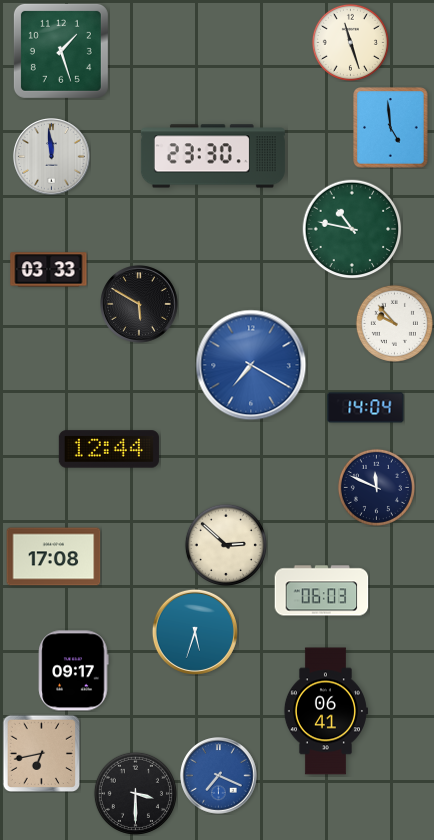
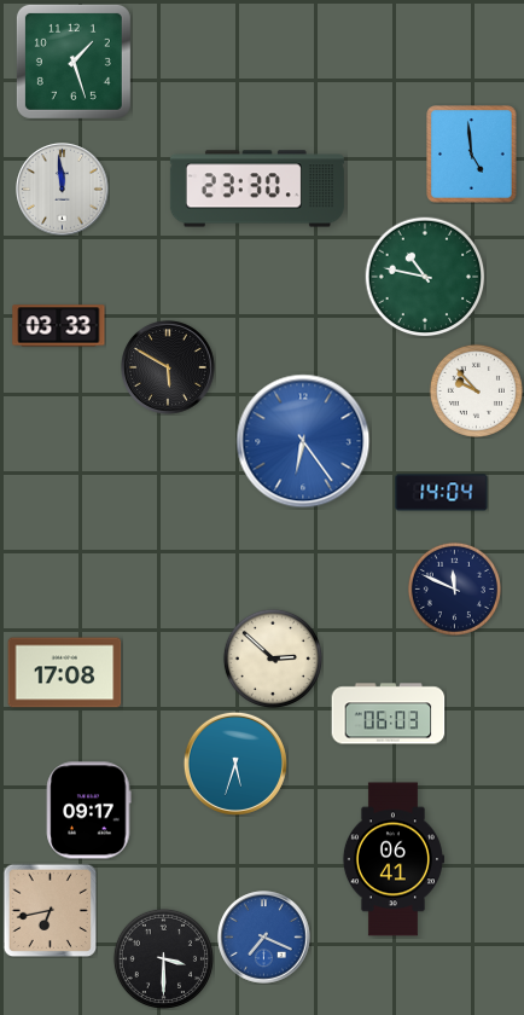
clock at (350, 42): 11:27 -> none
clock at (251, 365): 7:20 -> 6:24
clock at (109, 449): 12:44 -> none
